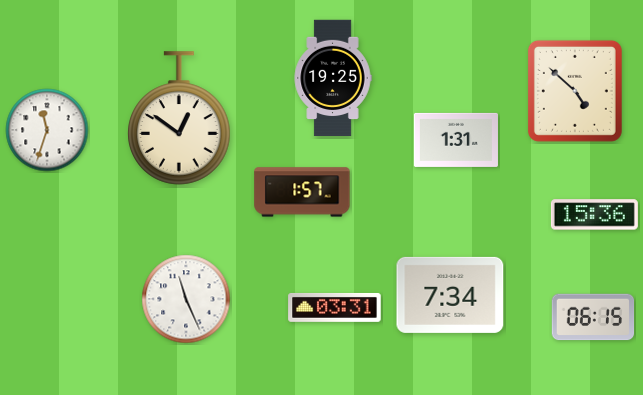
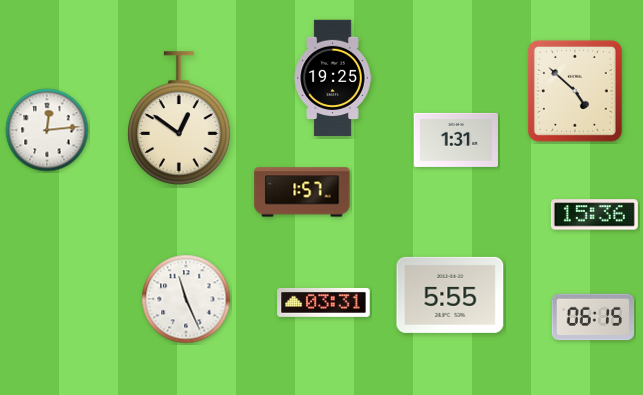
clock at (47, 130): 11:33 -> 12:14
clock at (450, 295): 7:34 -> 5:55
clock at (335, 307) position: (335, 307) -> (324, 302)
